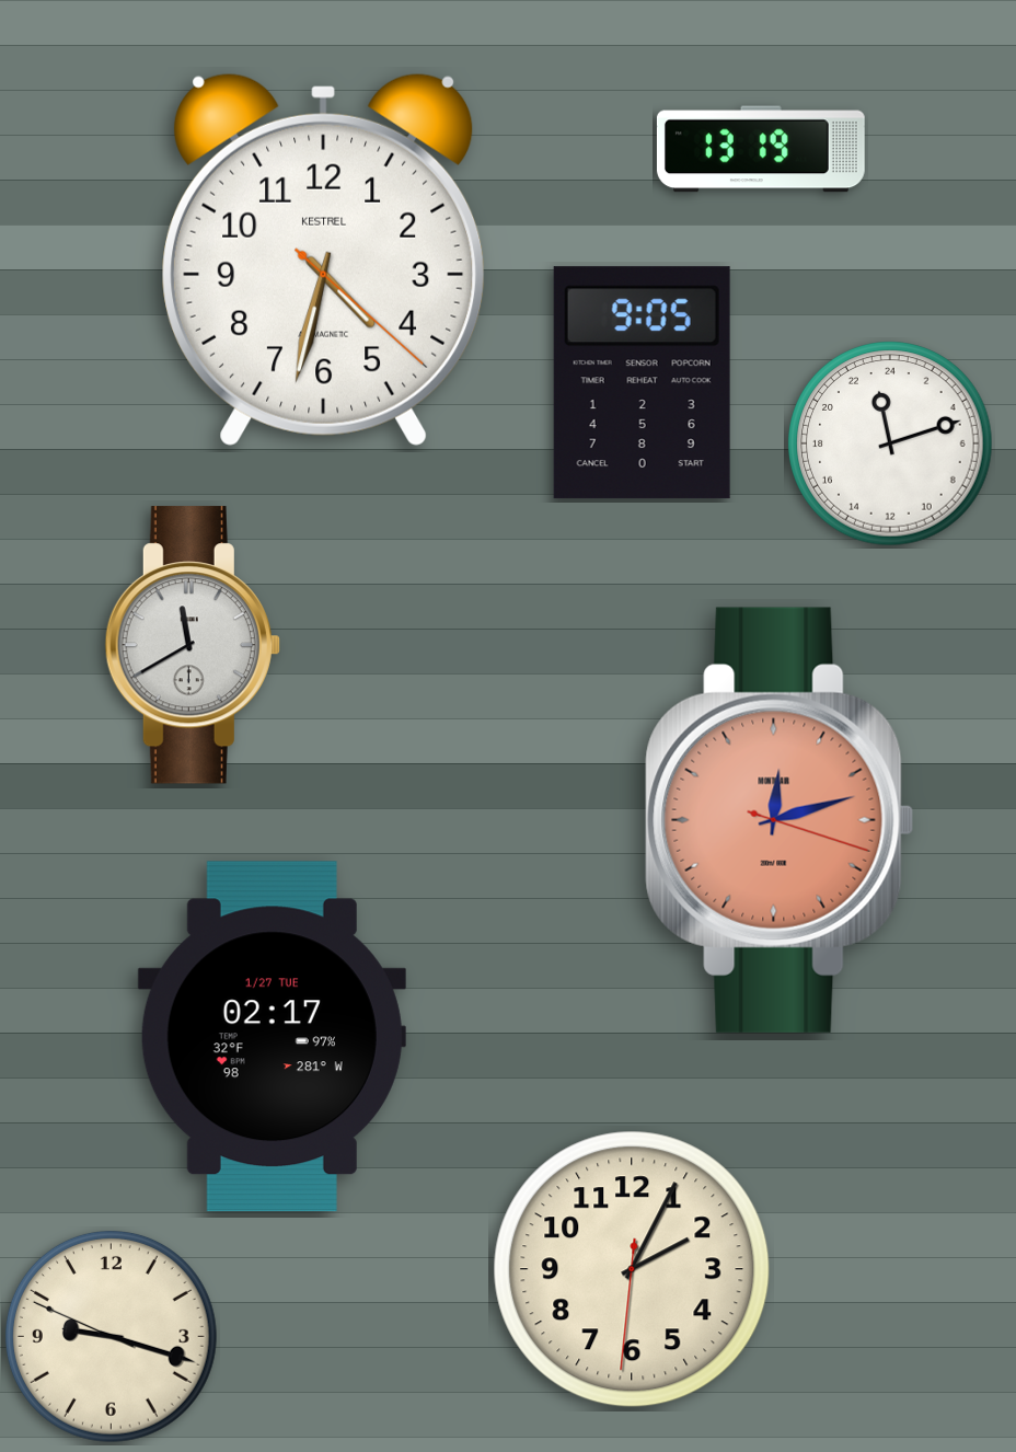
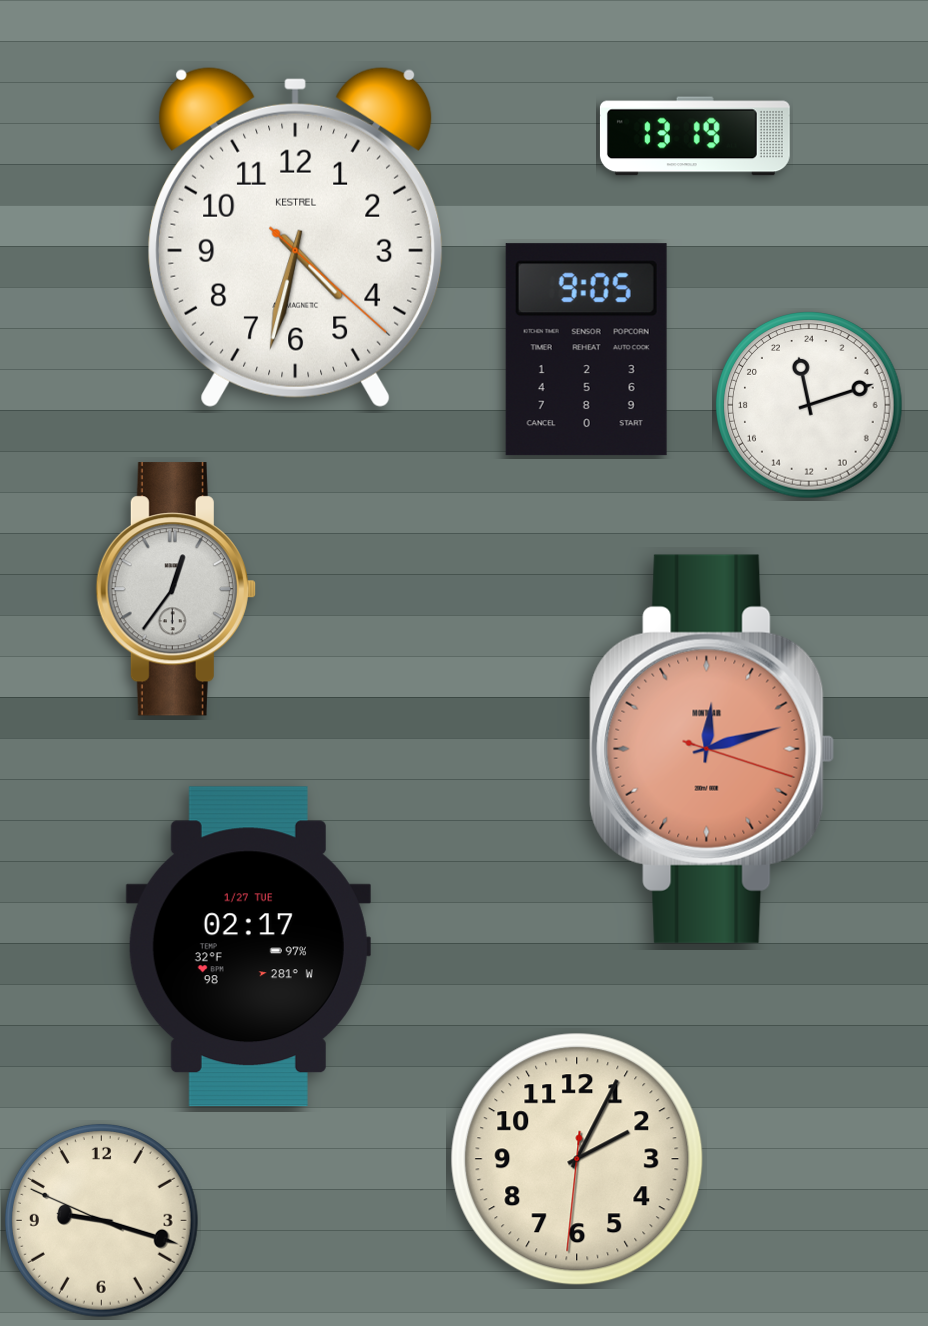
clock at (890, 443) position: (890, 443) -> (809, 405)
clock at (193, 645): 11:40 -> 12:36
